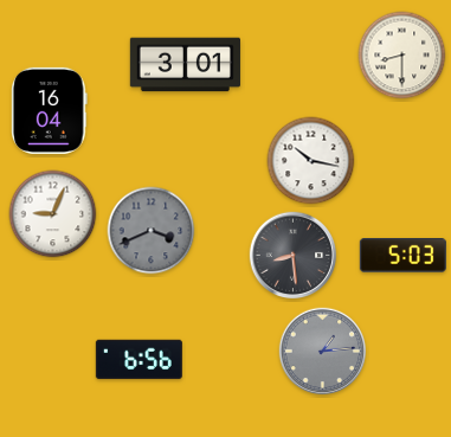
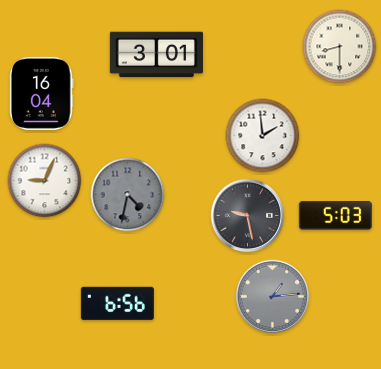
clock at (311, 161): 10:17 -> 1:59
clock at (152, 231): 3:41 -> 4:32
clock at (294, 256): 8:29 -> 9:28
clock at (402, 256) position: (402, 256) -> (335, 216)
